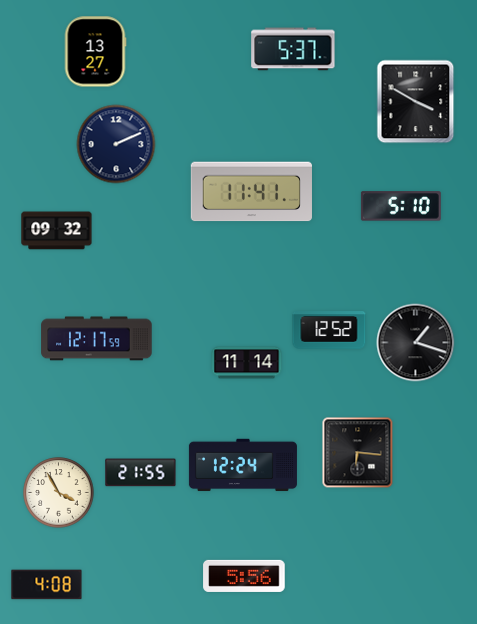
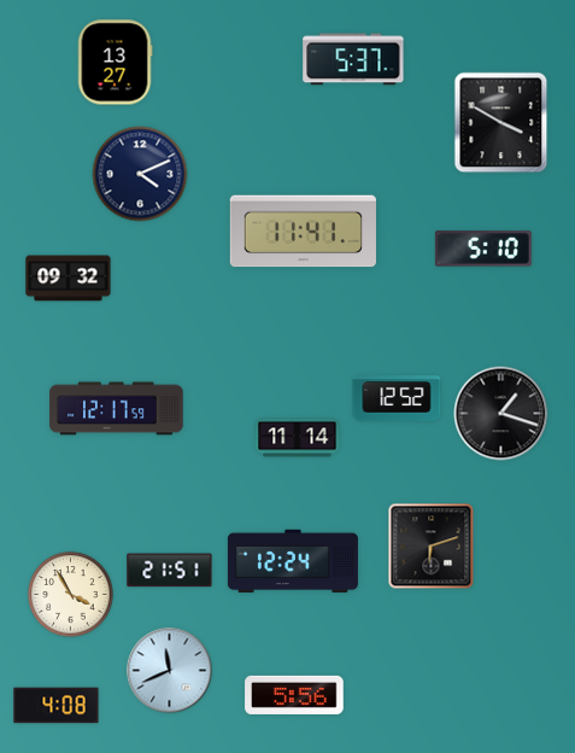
clock at (116, 144): 2:11 -> 4:11
clock at (358, 453): 6:16 -> 6:12
clock at (141, 473): 21:55 -> 21:51
clock at (170, 671): none -> 11:41
